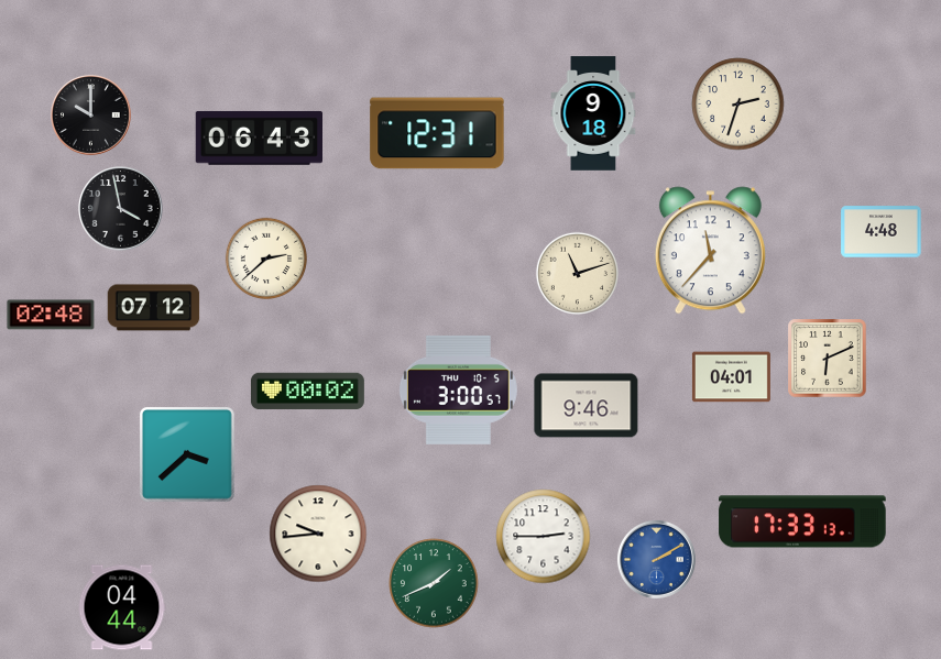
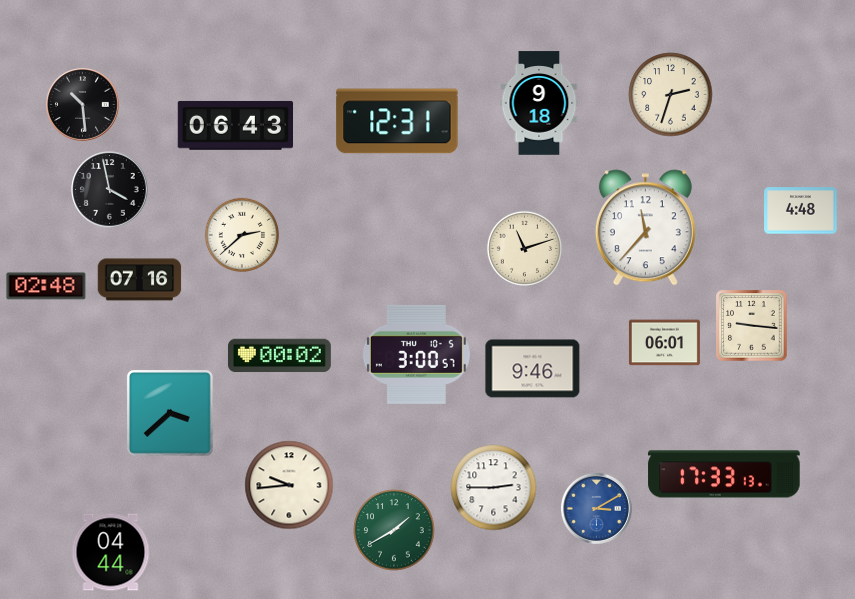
clock at (91, 116): 10:00 -> 10:29
clock at (154, 308): 07:12 -> 07:16
clock at (828, 359): 6:11 -> 9:16
clock at (731, 377): 04:01 -> 06:01
clock at (802, 521) position: (802, 521) -> (724, 474)
clock at (656, 559): 2:10 -> 3:10
clock at (434, 583): 1:41 -> 1:40
